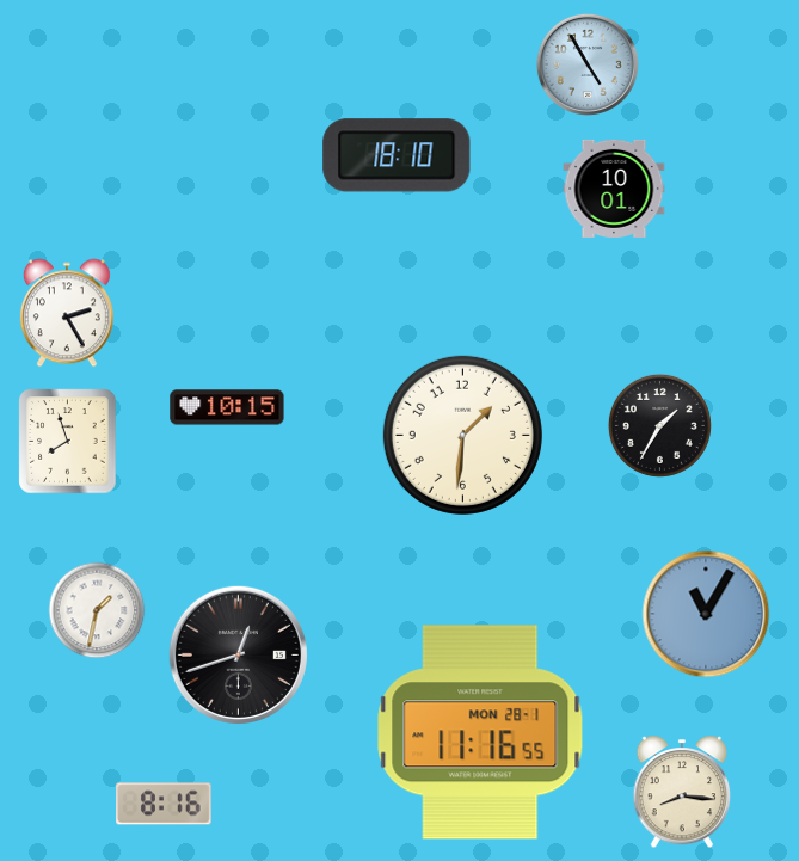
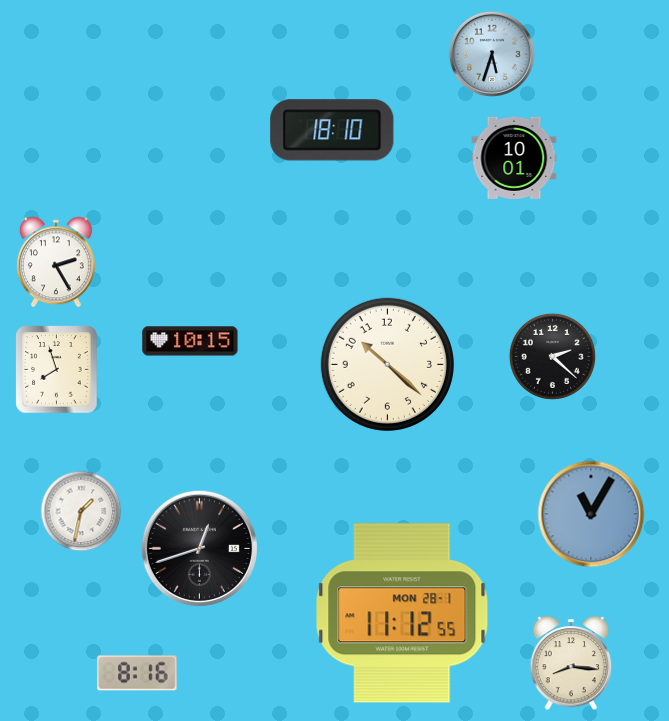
clock at (588, 64): 4:55 -> 5:33
clock at (659, 425): 1:35 -> 2:22
clock at (462, 435): 1:31 -> 10:22
clock at (480, 732): 11:16 -> 11:12
